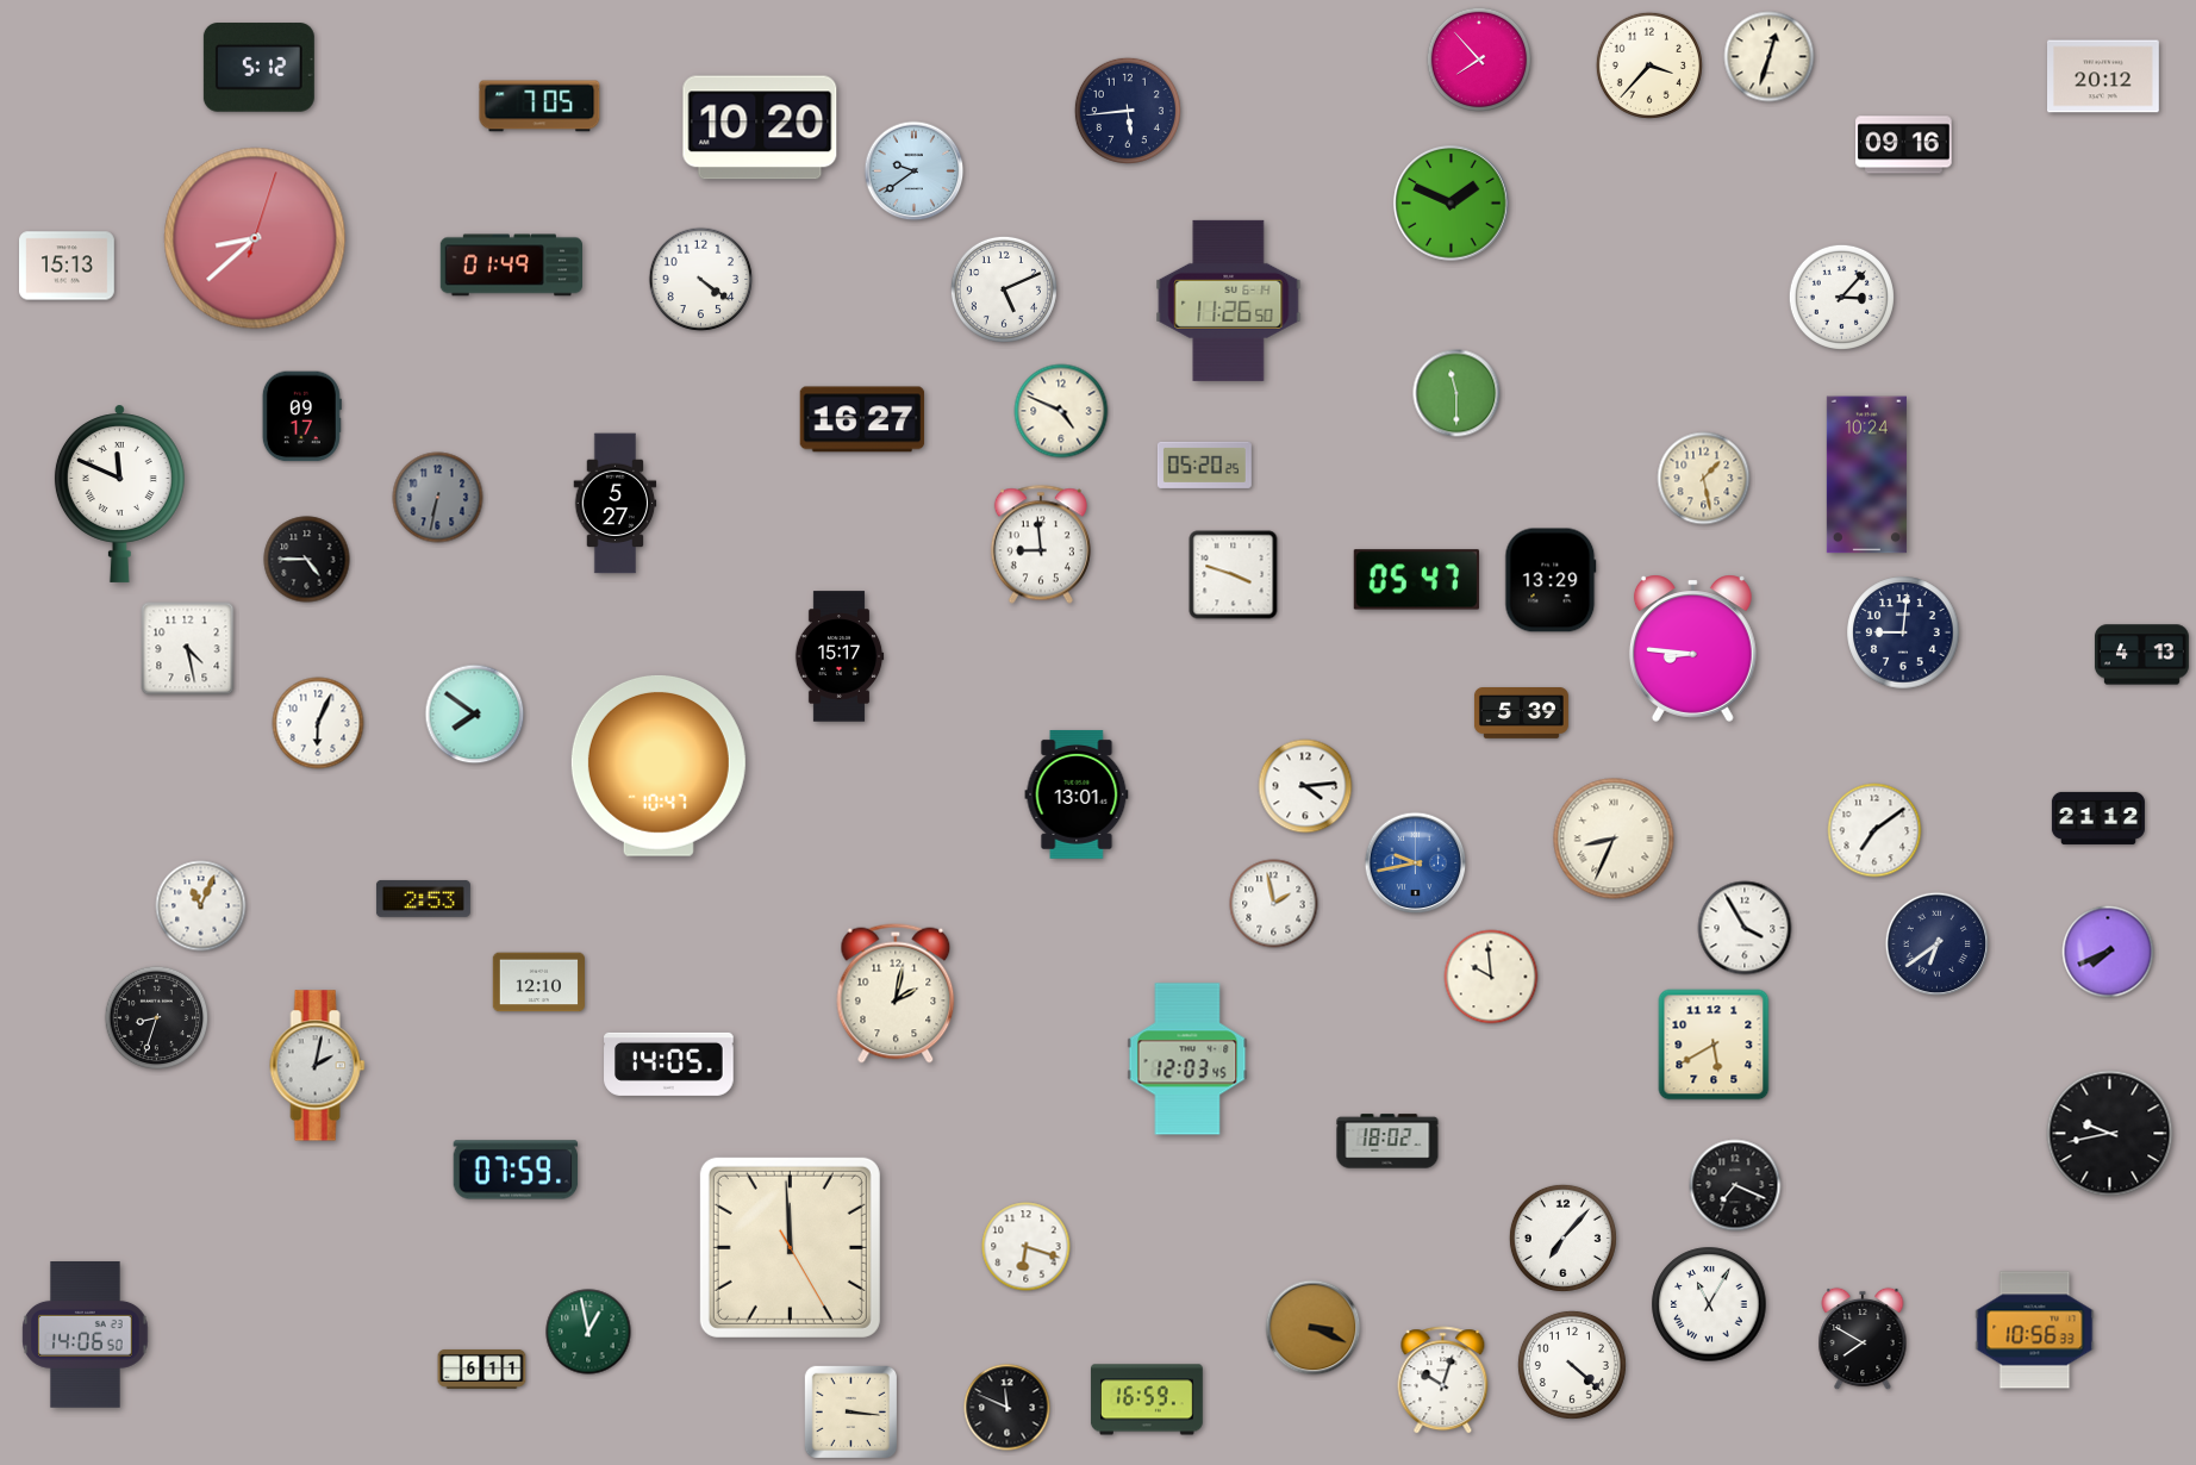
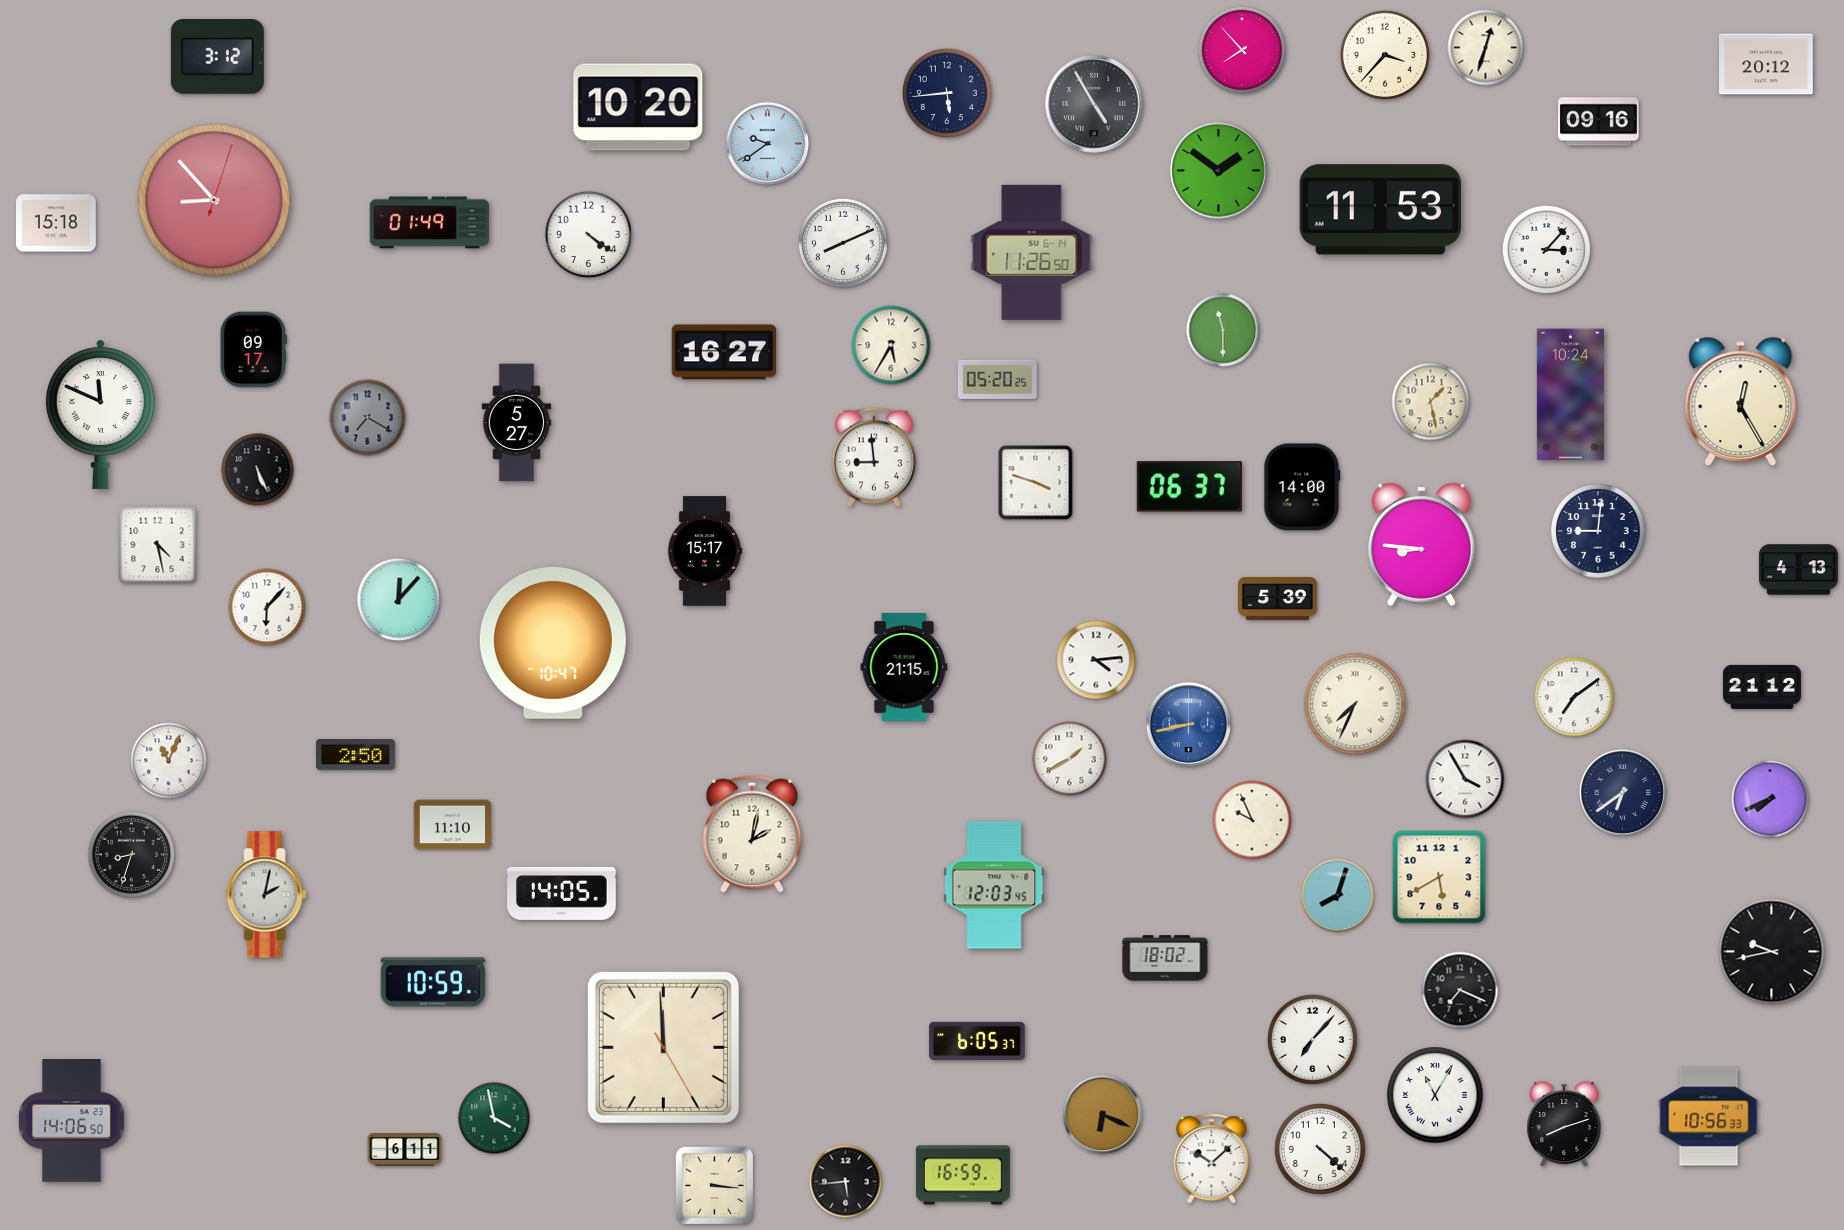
clock at (258, 68): 5:12 -> 3:12
clock at (539, 106): 7:05 -> none
clock at (1094, 104): none -> 4:55
clock at (1452, 204): 1:49 -> 1:51
clock at (255, 238): 8:38 -> 8:53
clock at (1380, 210): none -> 11:53
clock at (67, 266): 15:13 -> 15:18
clock at (1004, 289): 5:11 -> 8:11
clock at (1061, 411): 4:49 -> 5:35
clock at (1204, 465) position: (1204, 465) -> (997, 379)
clock at (1866, 475) position: (1866, 475) -> (1570, 395)
clock at (1741, 402): none -> 12:25
clock at (438, 498): 6:32 -> 7:20
clock at (307, 560): 4:45 -> 5:26
clock at (1416, 580): 05:47 -> 06:37
clock at (1551, 580): 13:29 -> 14:00
clock at (2141, 655) position: (2141, 655) -> (1798, 570)
clock at (475, 715): 7:51 -> 12:07
clock at (318, 723): 6:04 -> 6:07
clock at (1077, 794): 13:01 -> 21:15
clock at (1614, 839): 8:34 -> 7:34
clock at (1416, 864): 9:43 -> 8:43
clock at (423, 898): 2:53 -> 2:50
clock at (1274, 904): 1:58 -> 1:40
clock at (1936, 943) position: (1936, 943) -> (1622, 792)
clock at (1491, 977): 9:59 -> 9:56
clock at (538, 983): 12:10 -> 11:10
clock at (1187, 1059) position: (1187, 1059) -> (994, 885)
clock at (1338, 896): none -> 8:03
clock at (516, 1170): 07:59 -> 10:59
clock at (1735, 1185) position: (1735, 1185) -> (1460, 990)
clock at (977, 1041): none -> 6:05
clock at (1027, 1247): 6:18 -> none
clock at (1314, 1328): 3:19 -> 6:19
clock at (588, 1332): 12:58 -> 3:58
clock at (1863, 1339): 7:50 -> 8:12
clock at (1572, 1365) position: (1572, 1365) -> (1320, 1149)
clock at (1443, 1380): 10:03 -> 10:08
clock at (1007, 1408): 11:49 -> 5:44
